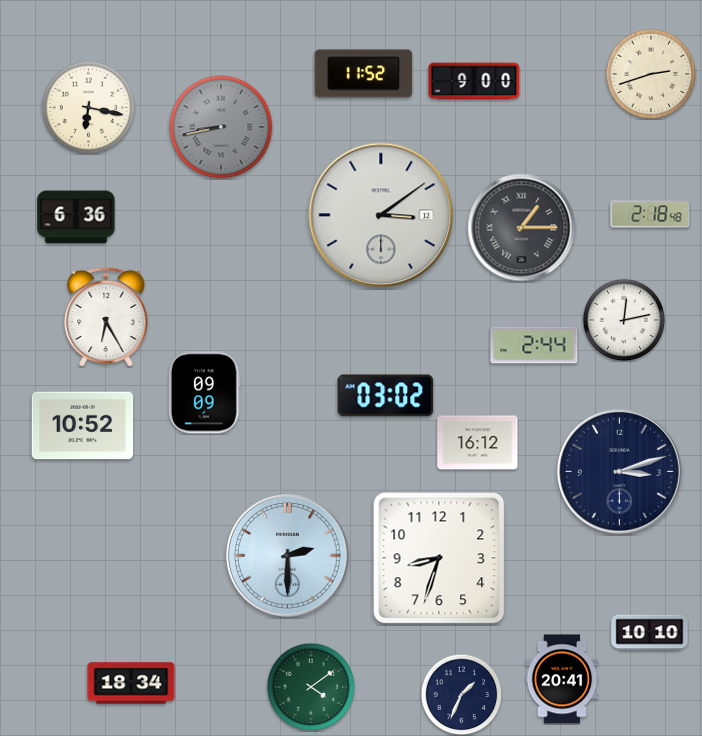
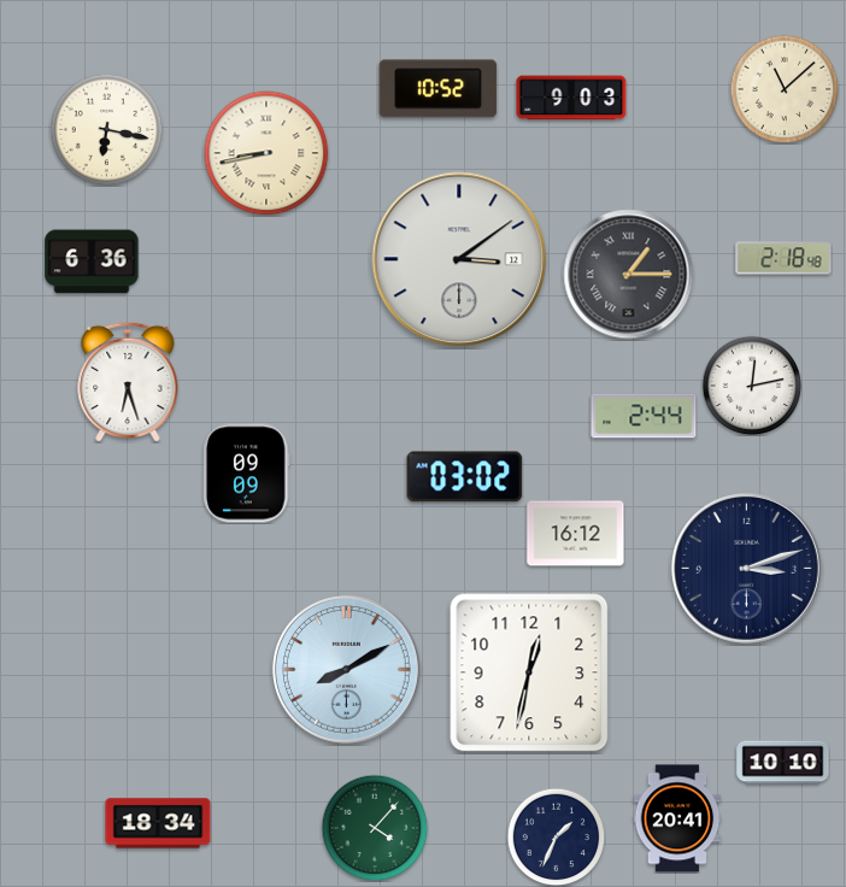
clock at (364, 74): 11:52 -> 10:52
clock at (651, 74): 2:42 -> 11:08
clock at (474, 81): 9:00 -> 9:03
clock at (221, 127) dial: grey -> cream
clock at (106, 317): 6:25 -> 6:27
clock at (83, 426): 10:52 -> none
clock at (288, 556): 2:30 -> 8:10
clock at (439, 558): 8:33 -> 12:32
clock at (311, 687): 4:09 -> 4:07
